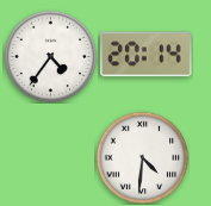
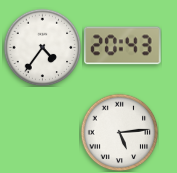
clock at (147, 55): 20:14 -> 20:43
clock at (142, 157): 4:31 -> 5:14
